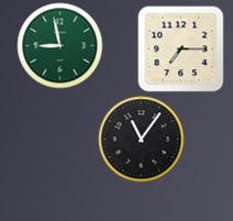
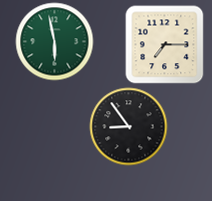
clock at (59, 45): 8:58 -> 5:58
clock at (141, 139): 11:06 -> 8:54
